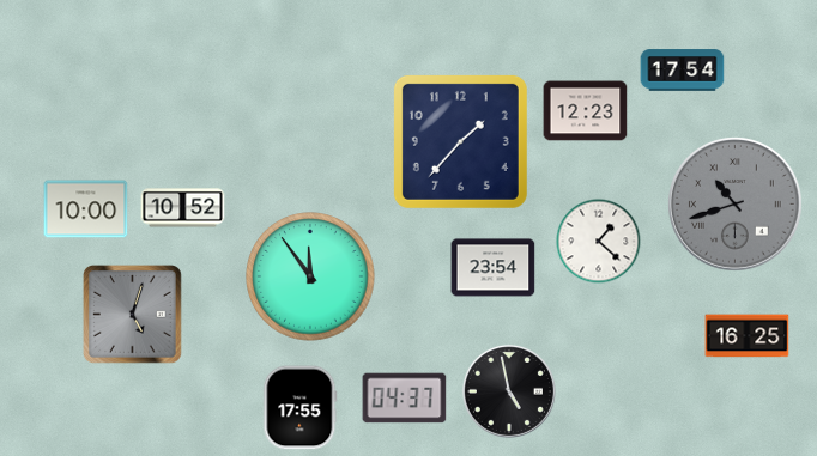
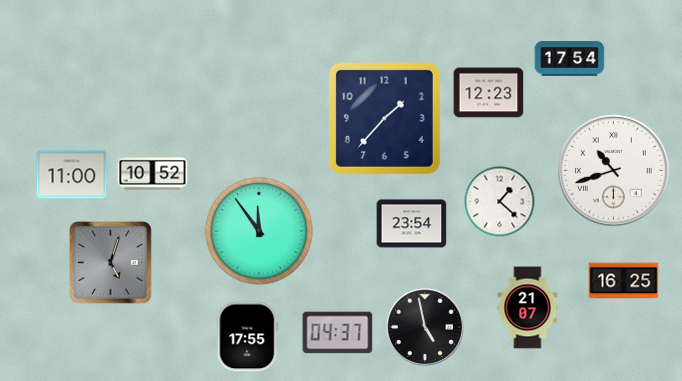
clock at (736, 205) dial: grey -> white
clock at (86, 209): 10:00 -> 11:00
clock at (528, 308): none -> 21:07
clock at (301, 408) position: (301, 408) -> (248, 337)
